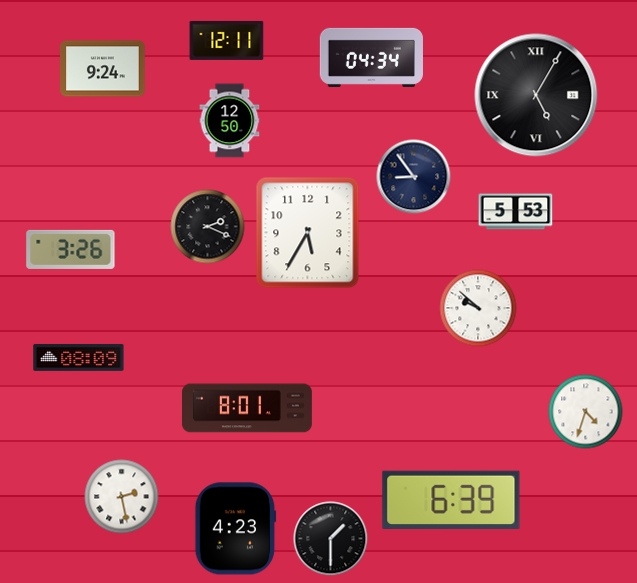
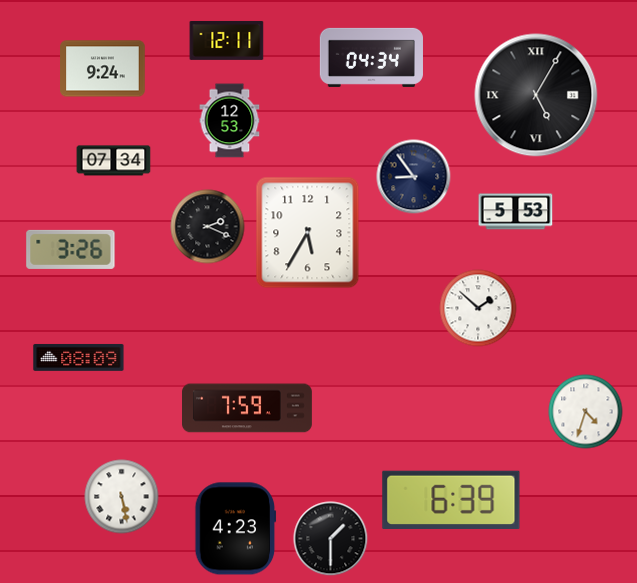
clock at (230, 121): 12:50 -> 12:53
clock at (114, 161): none -> 07:34
clock at (478, 308): 9:52 -> 1:52
clock at (248, 408): 8:01 -> 7:59
clock at (122, 497): 2:28 -> 5:28
